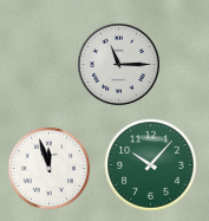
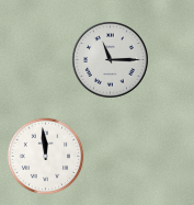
clock at (151, 165): 10:07 -> none
clock at (50, 169): 11:57 -> 11:59
